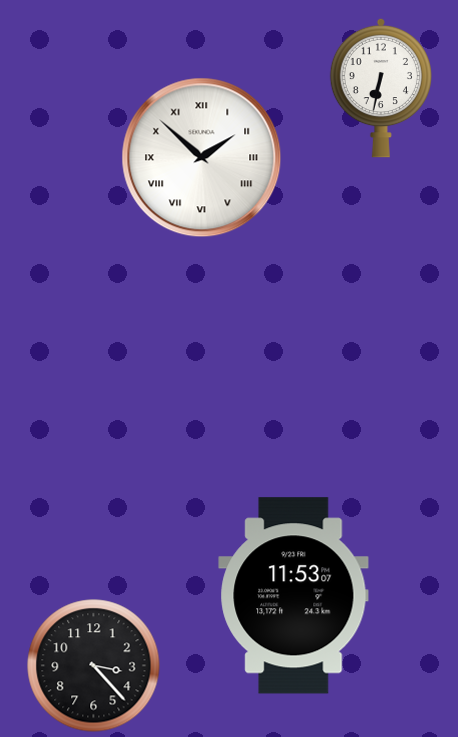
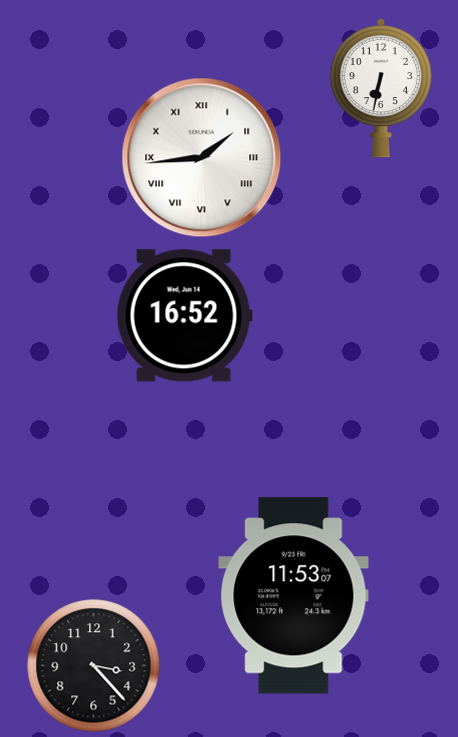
clock at (202, 158): 1:52 -> 1:44
clock at (184, 316): none -> 16:52
